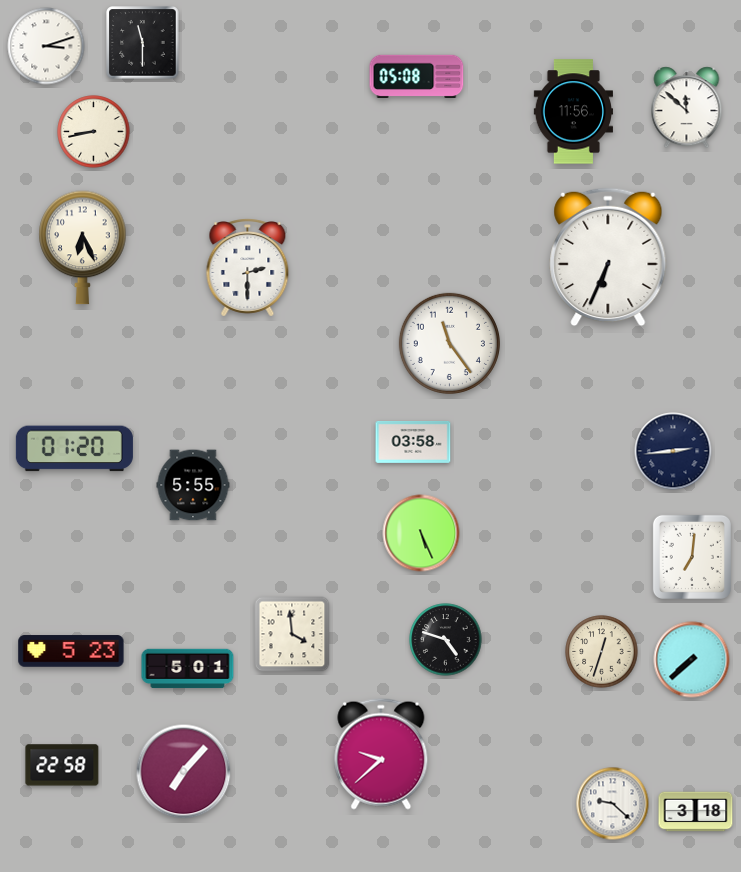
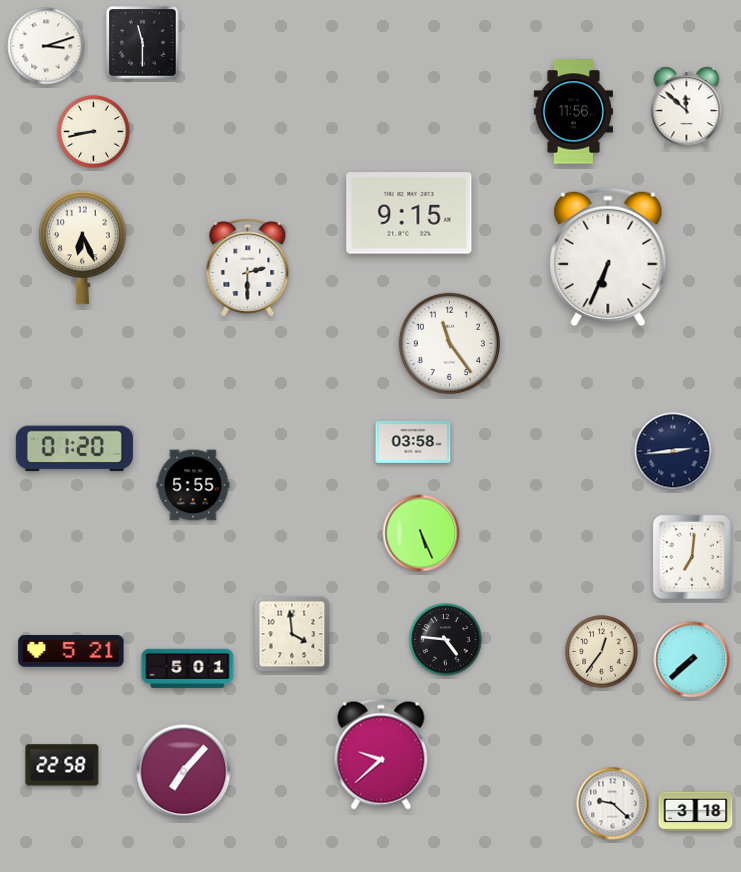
clock at (417, 76): 05:08 -> none
clock at (409, 213): none -> 9:15
clock at (446, 640): 4:48 -> 4:46
clock at (71, 651): 5:23 -> 5:21
clock at (602, 652): 12:33 -> 12:36
